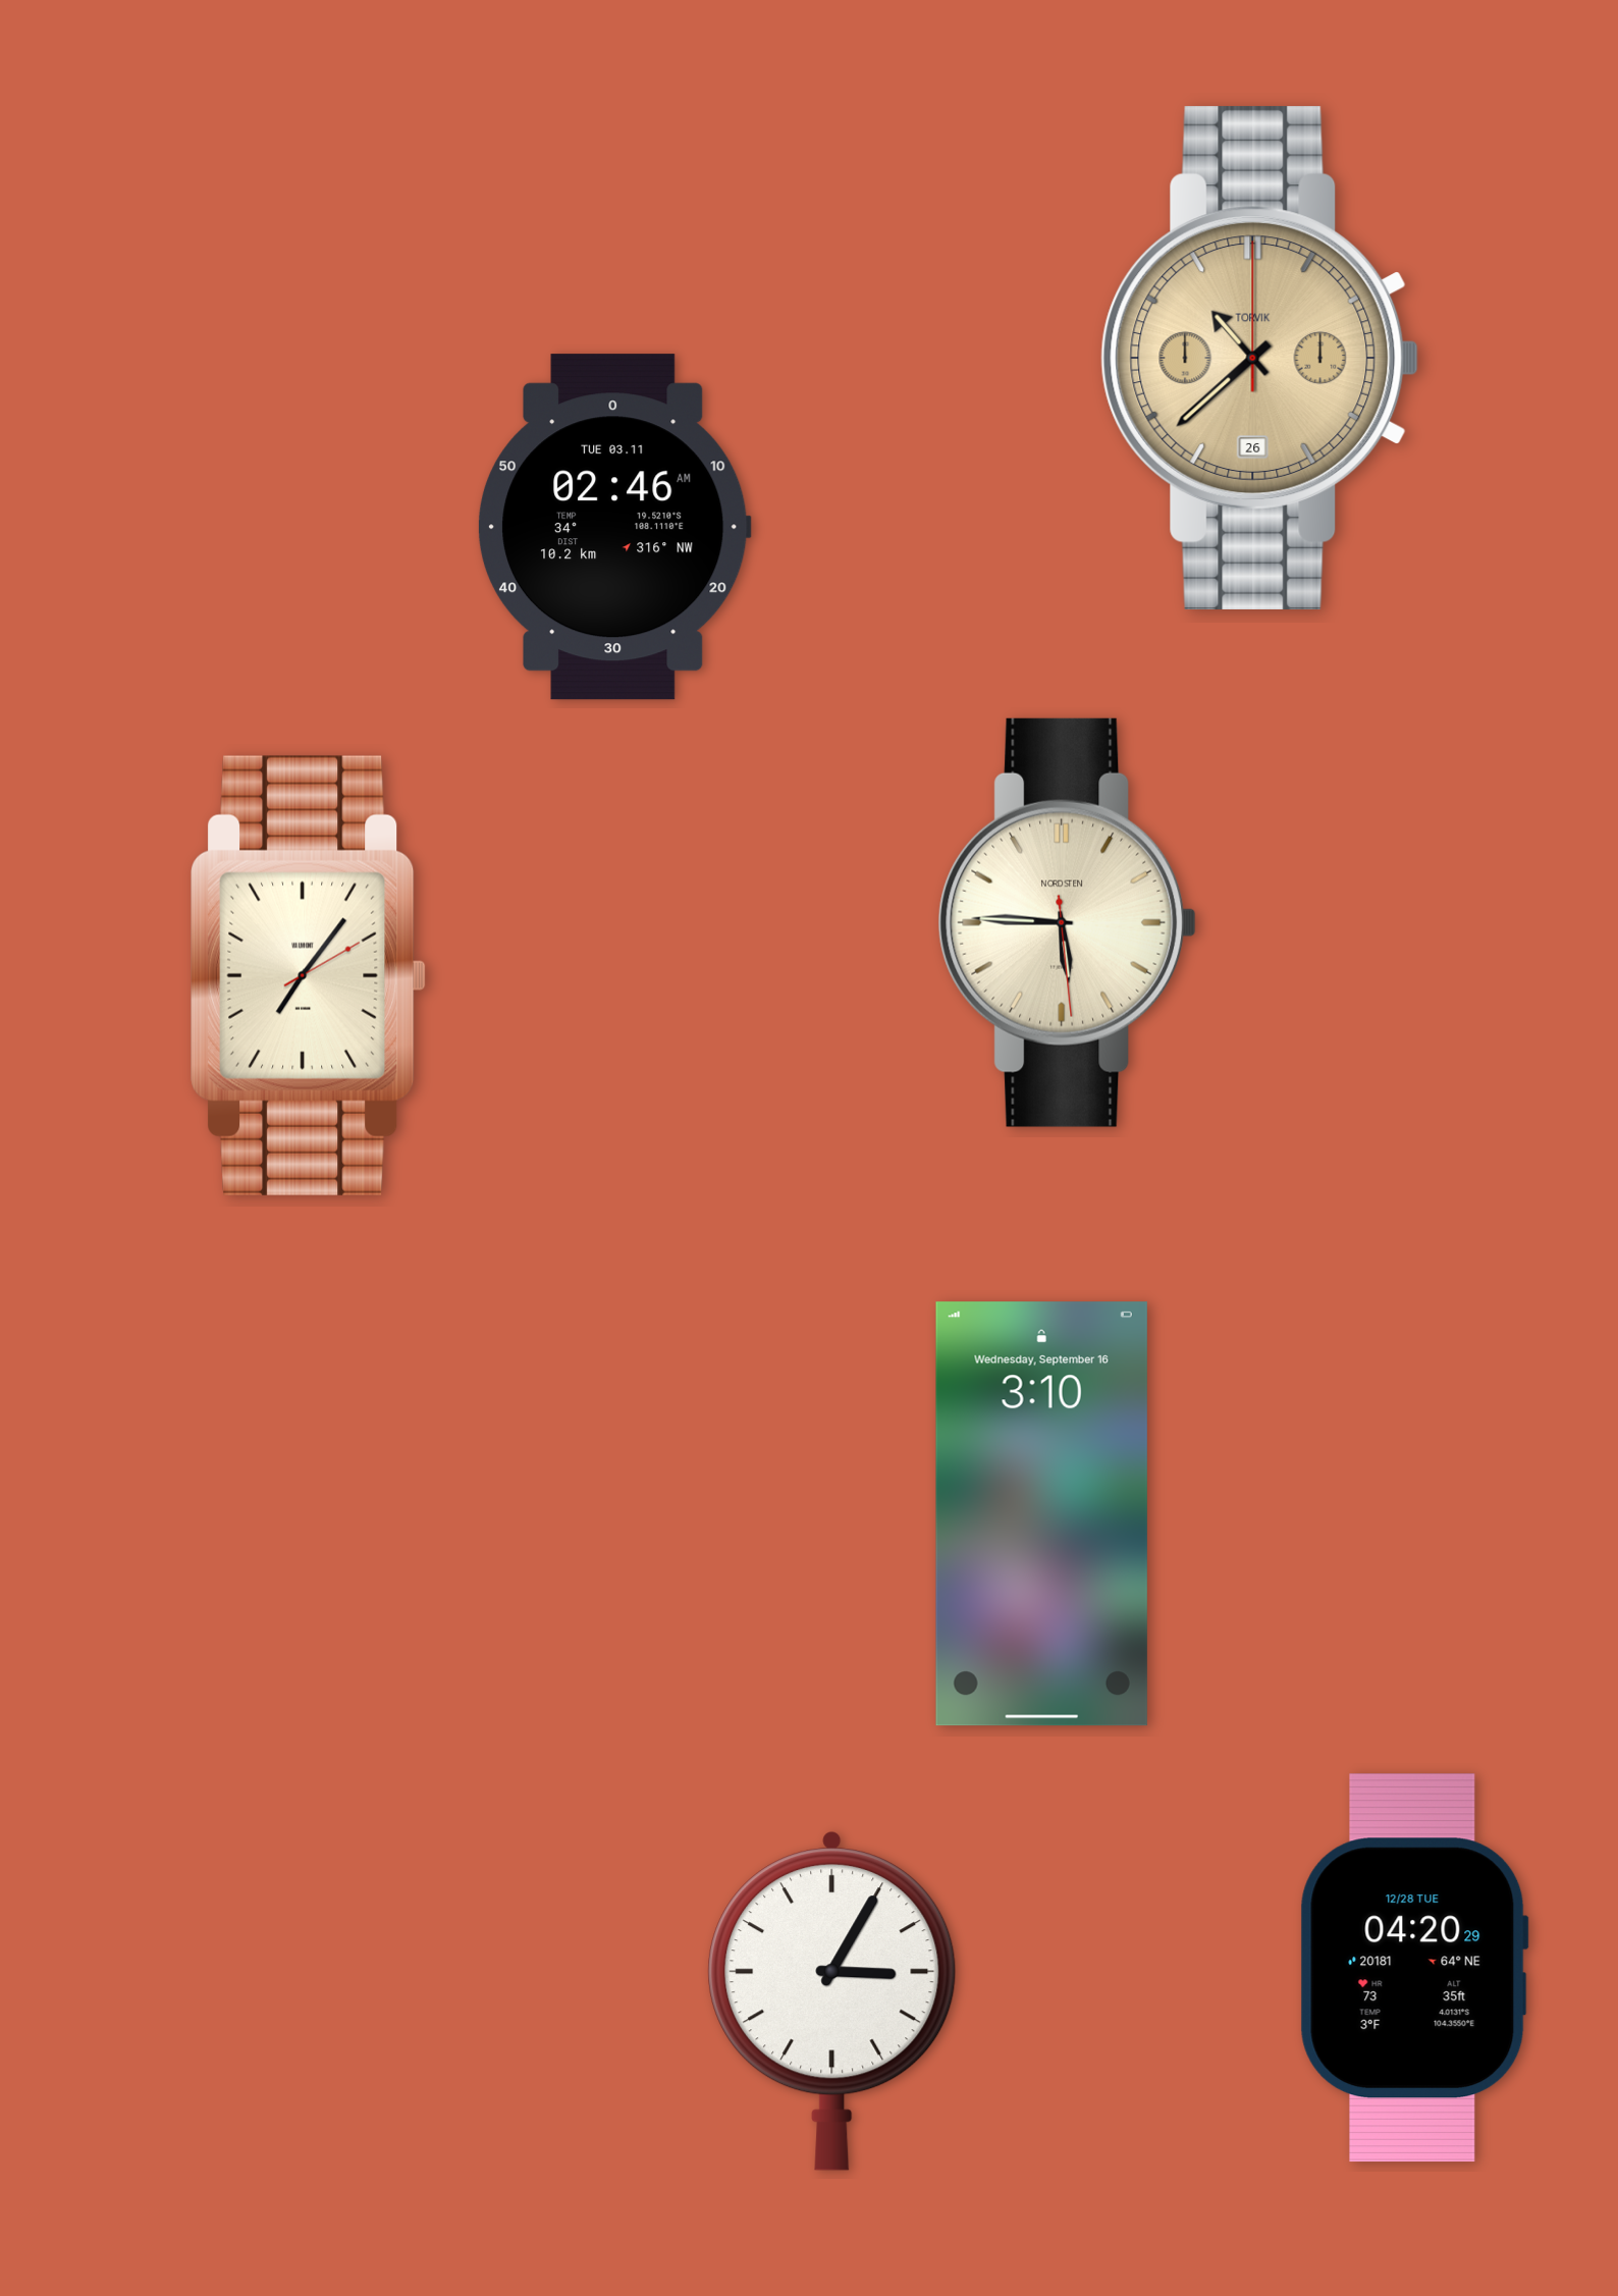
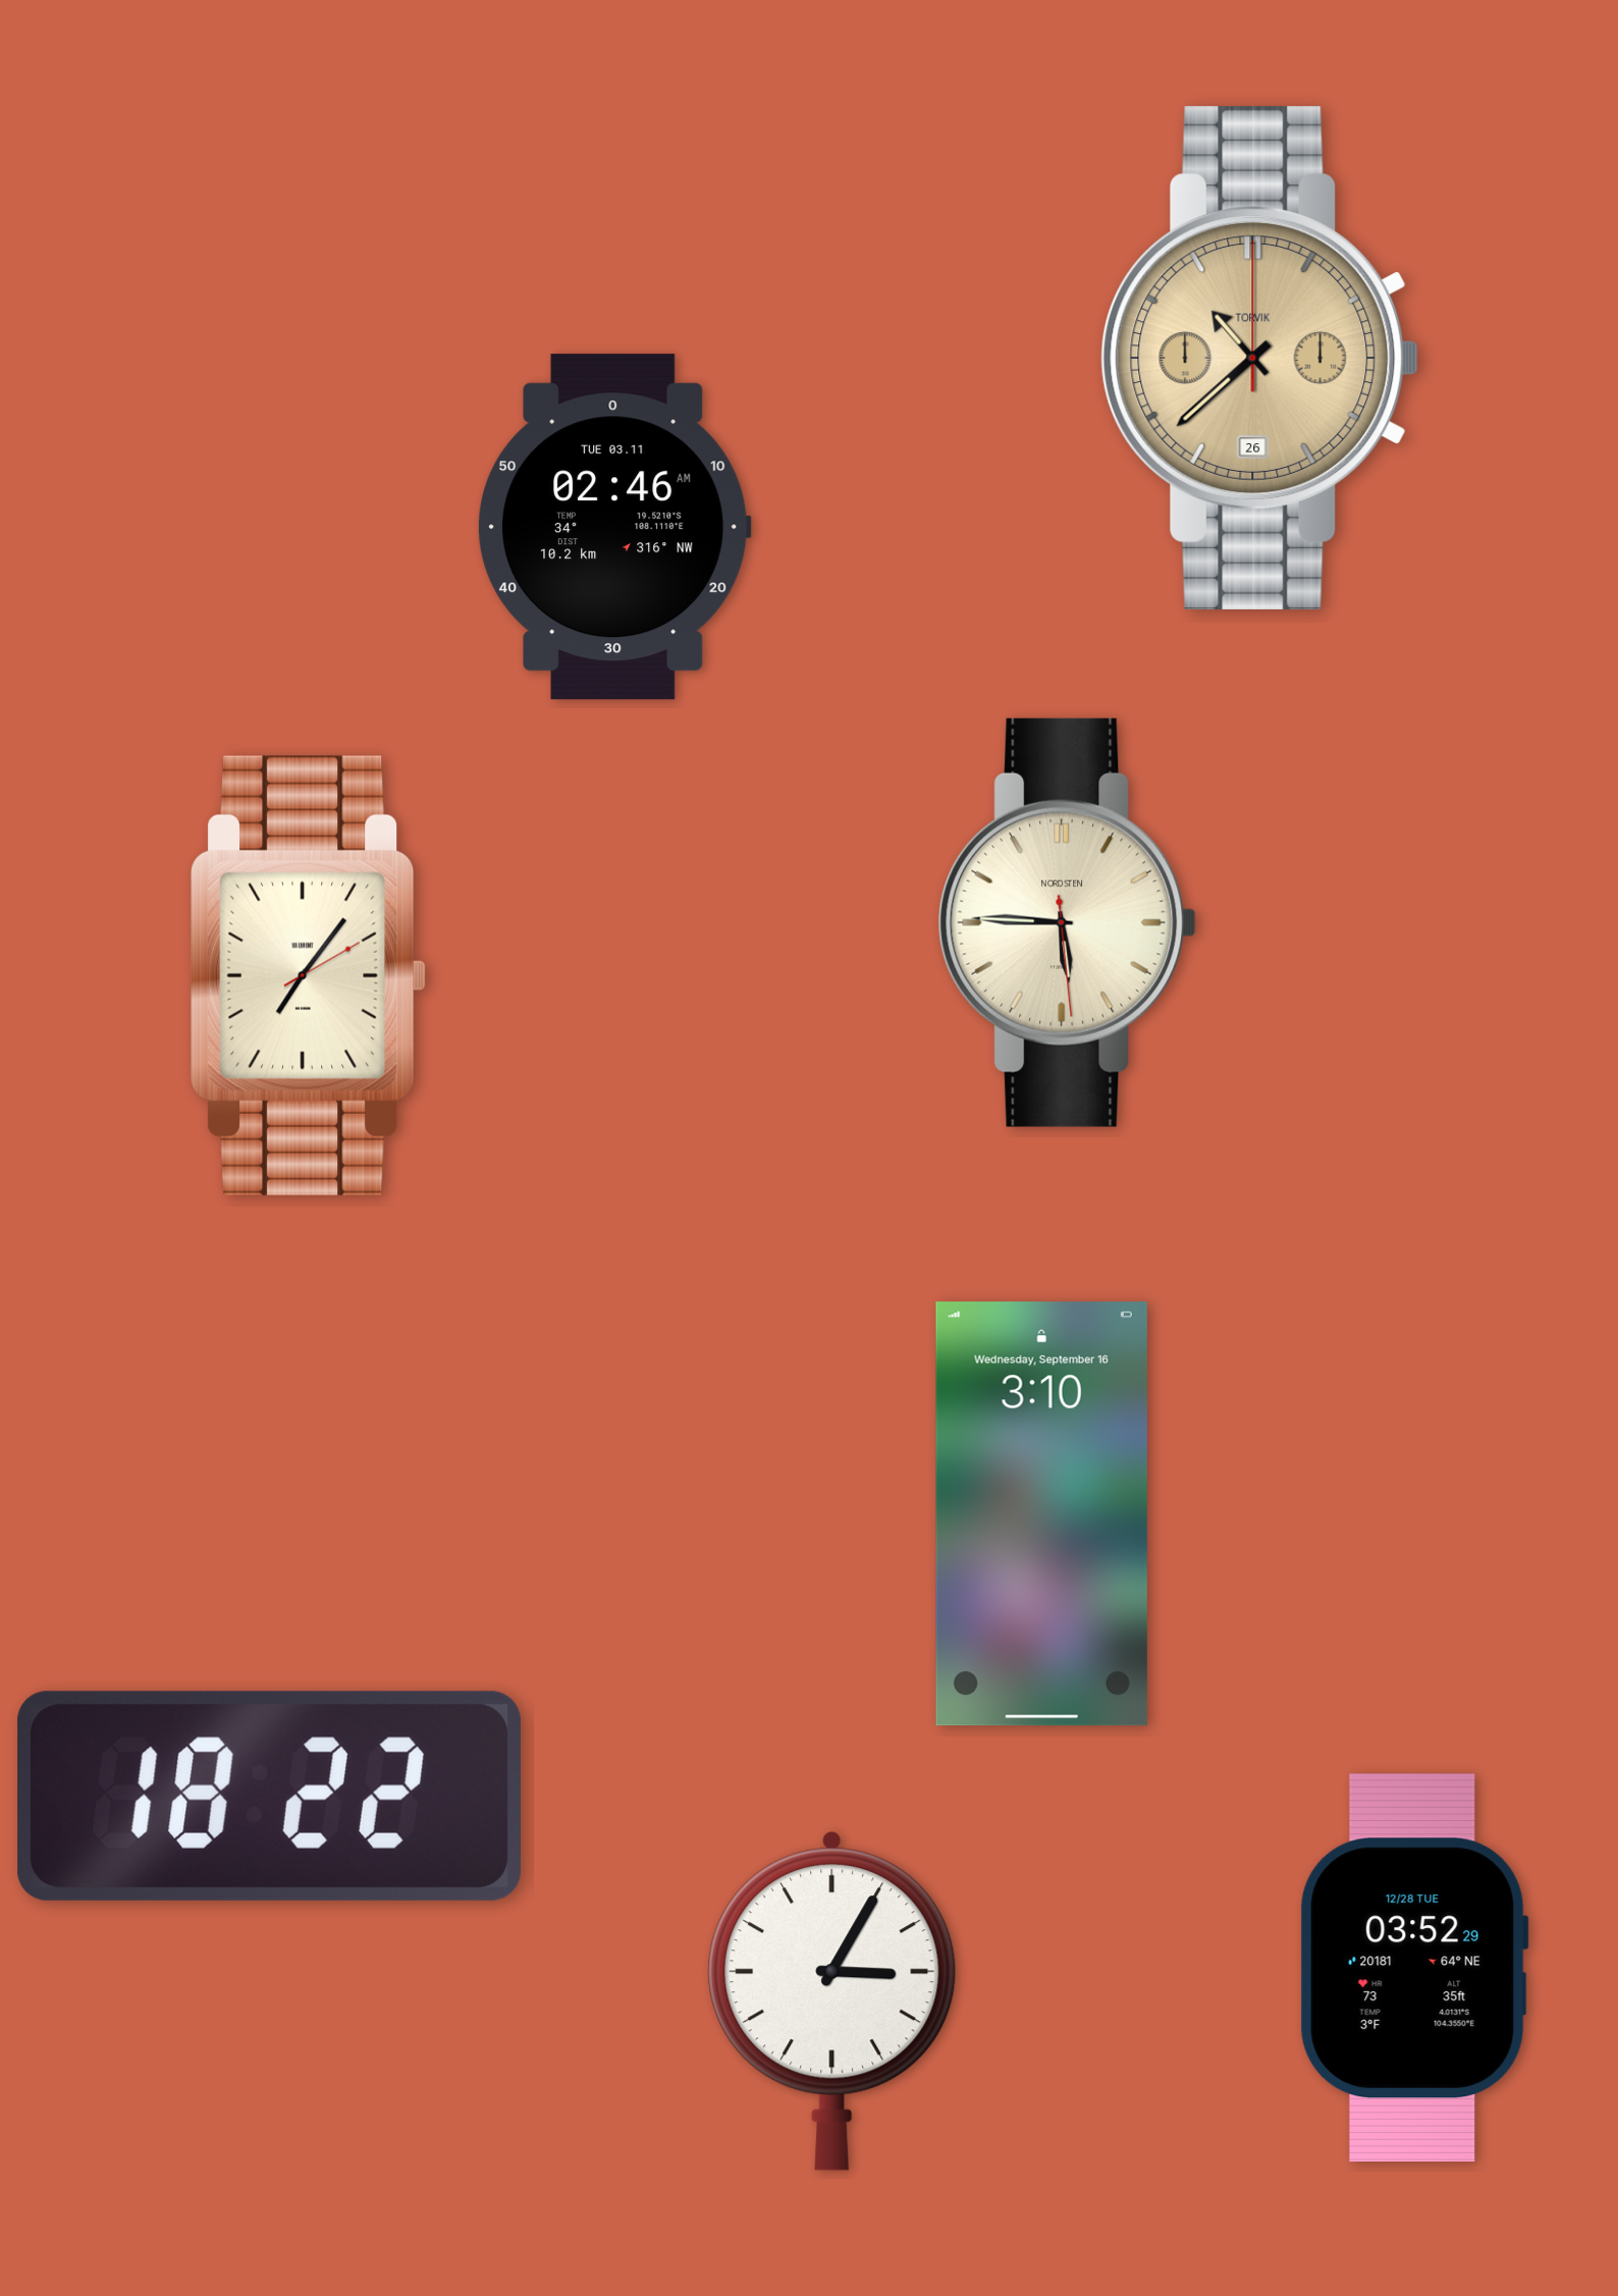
clock at (269, 1796): none -> 18:22
clock at (1414, 1968): 04:20 -> 03:52
